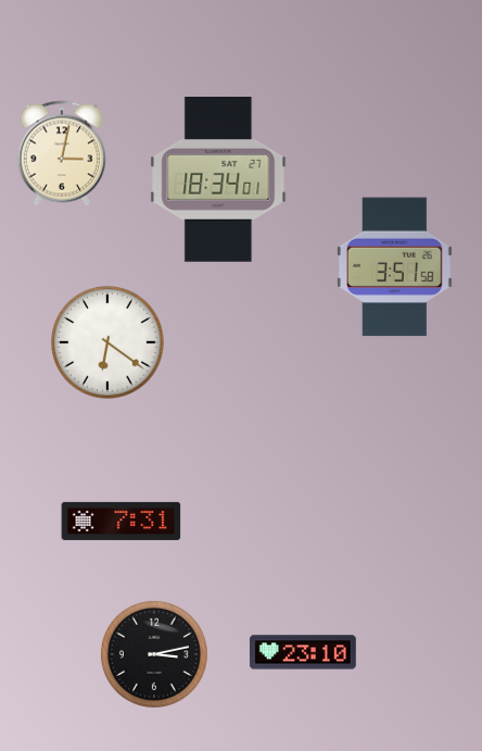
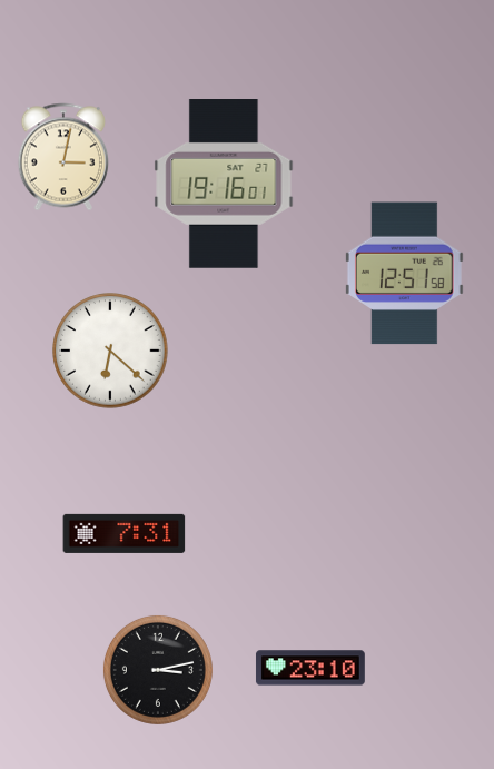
clock at (218, 180): 18:34 -> 19:16
clock at (394, 267): 3:51 -> 12:51
clock at (107, 342): 6:21 -> 6:22
